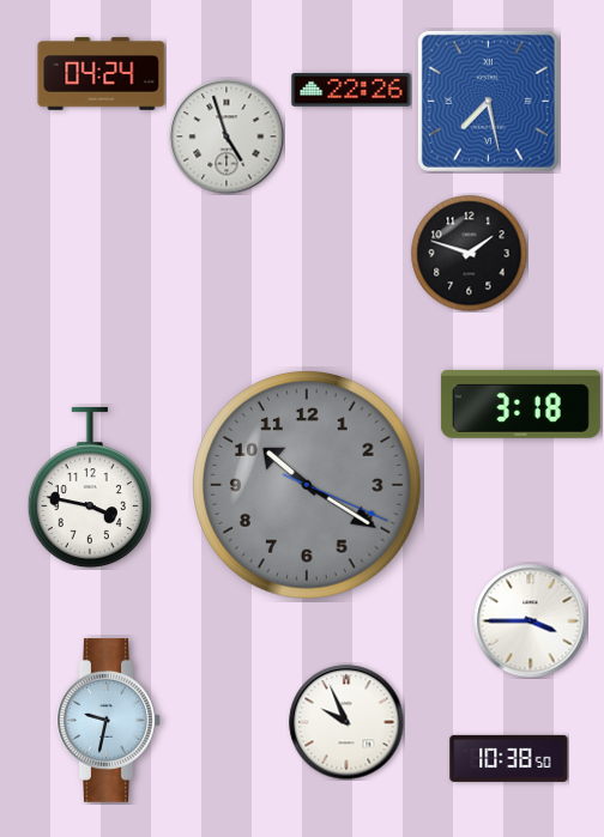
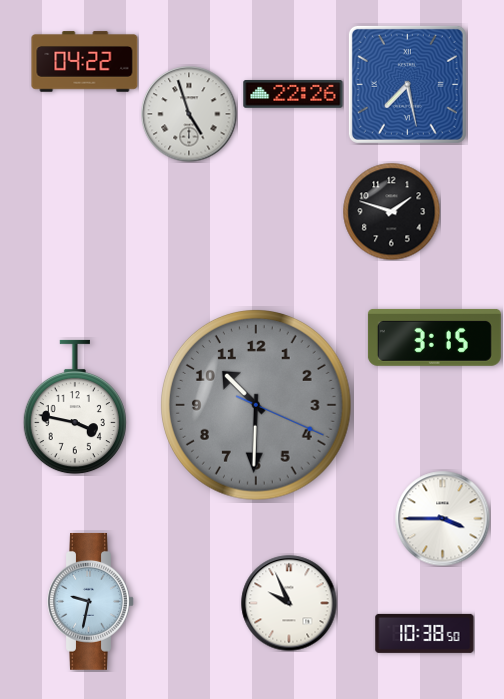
clock at (102, 74): 04:24 -> 04:22
clock at (351, 91) position: (351, 91) -> (293, 95)
clock at (520, 405): 3:18 -> 3:15
clock at (308, 486): 10:20 -> 10:30
